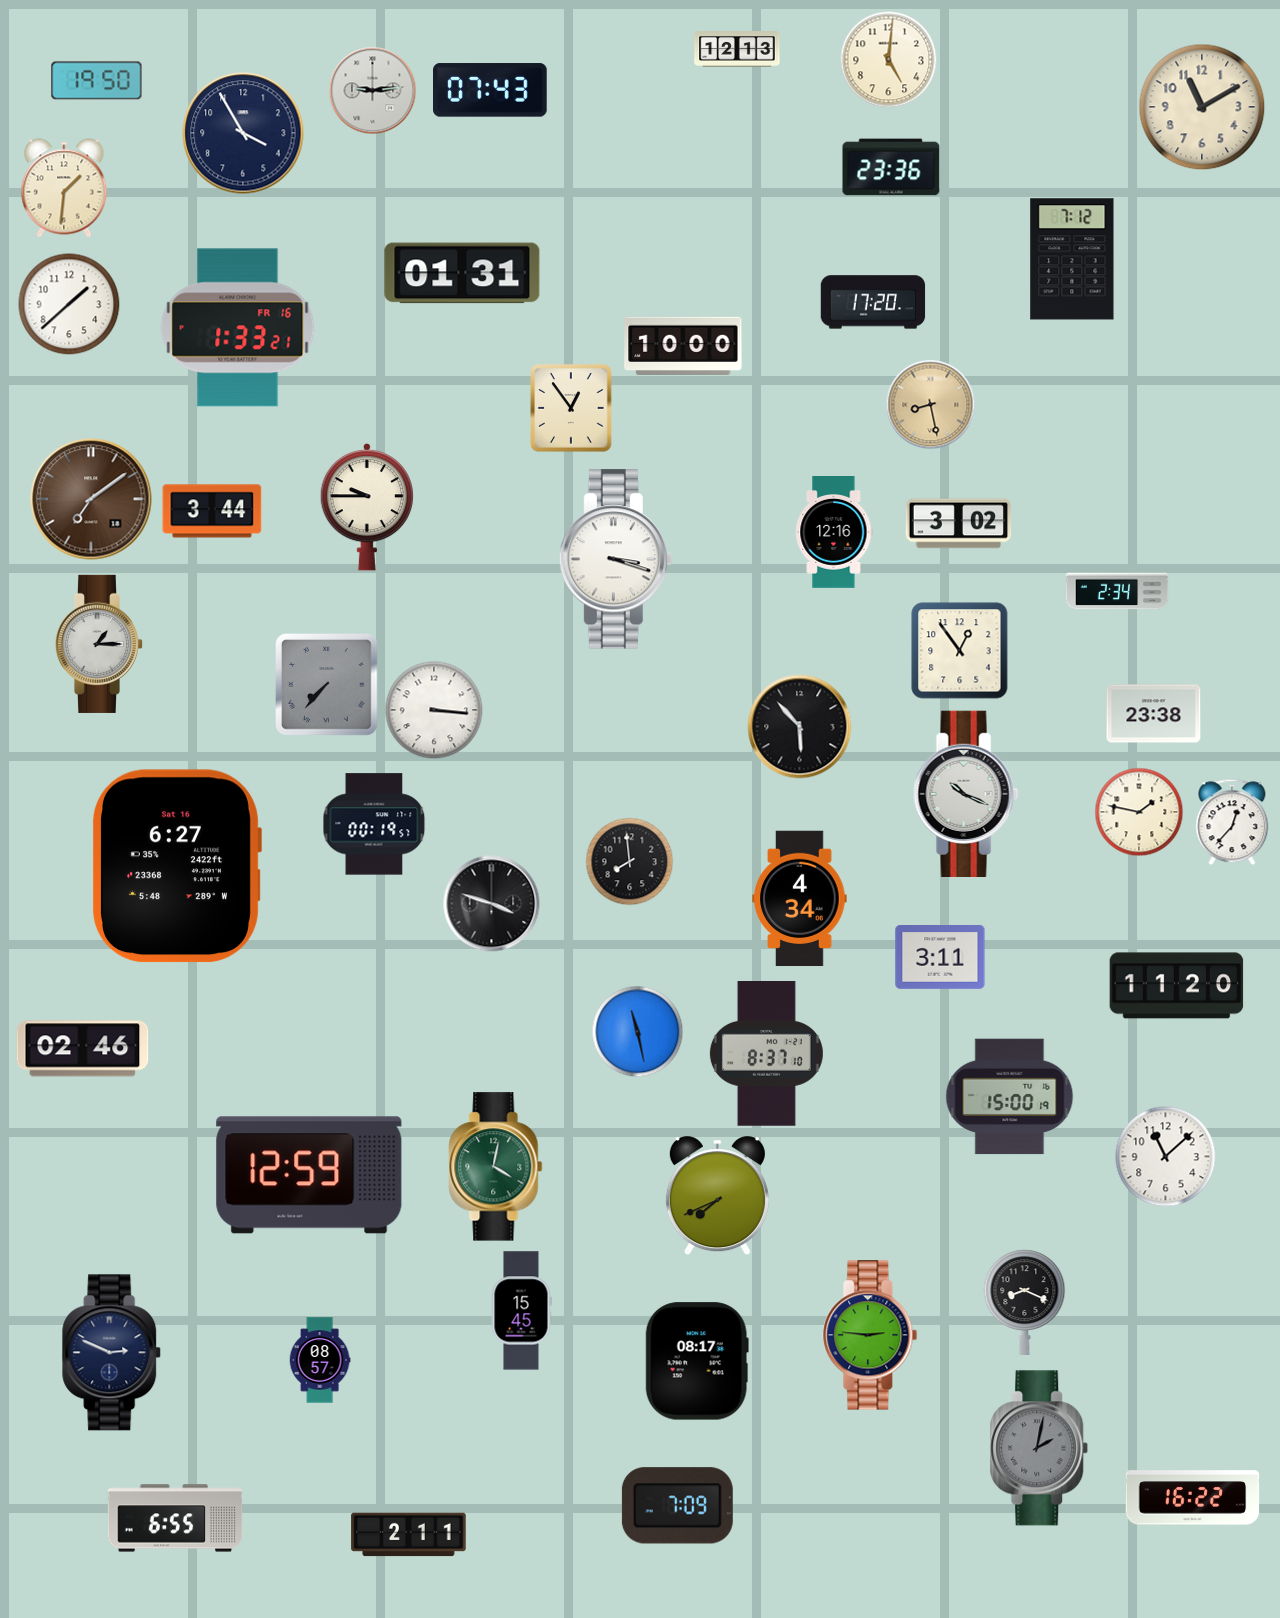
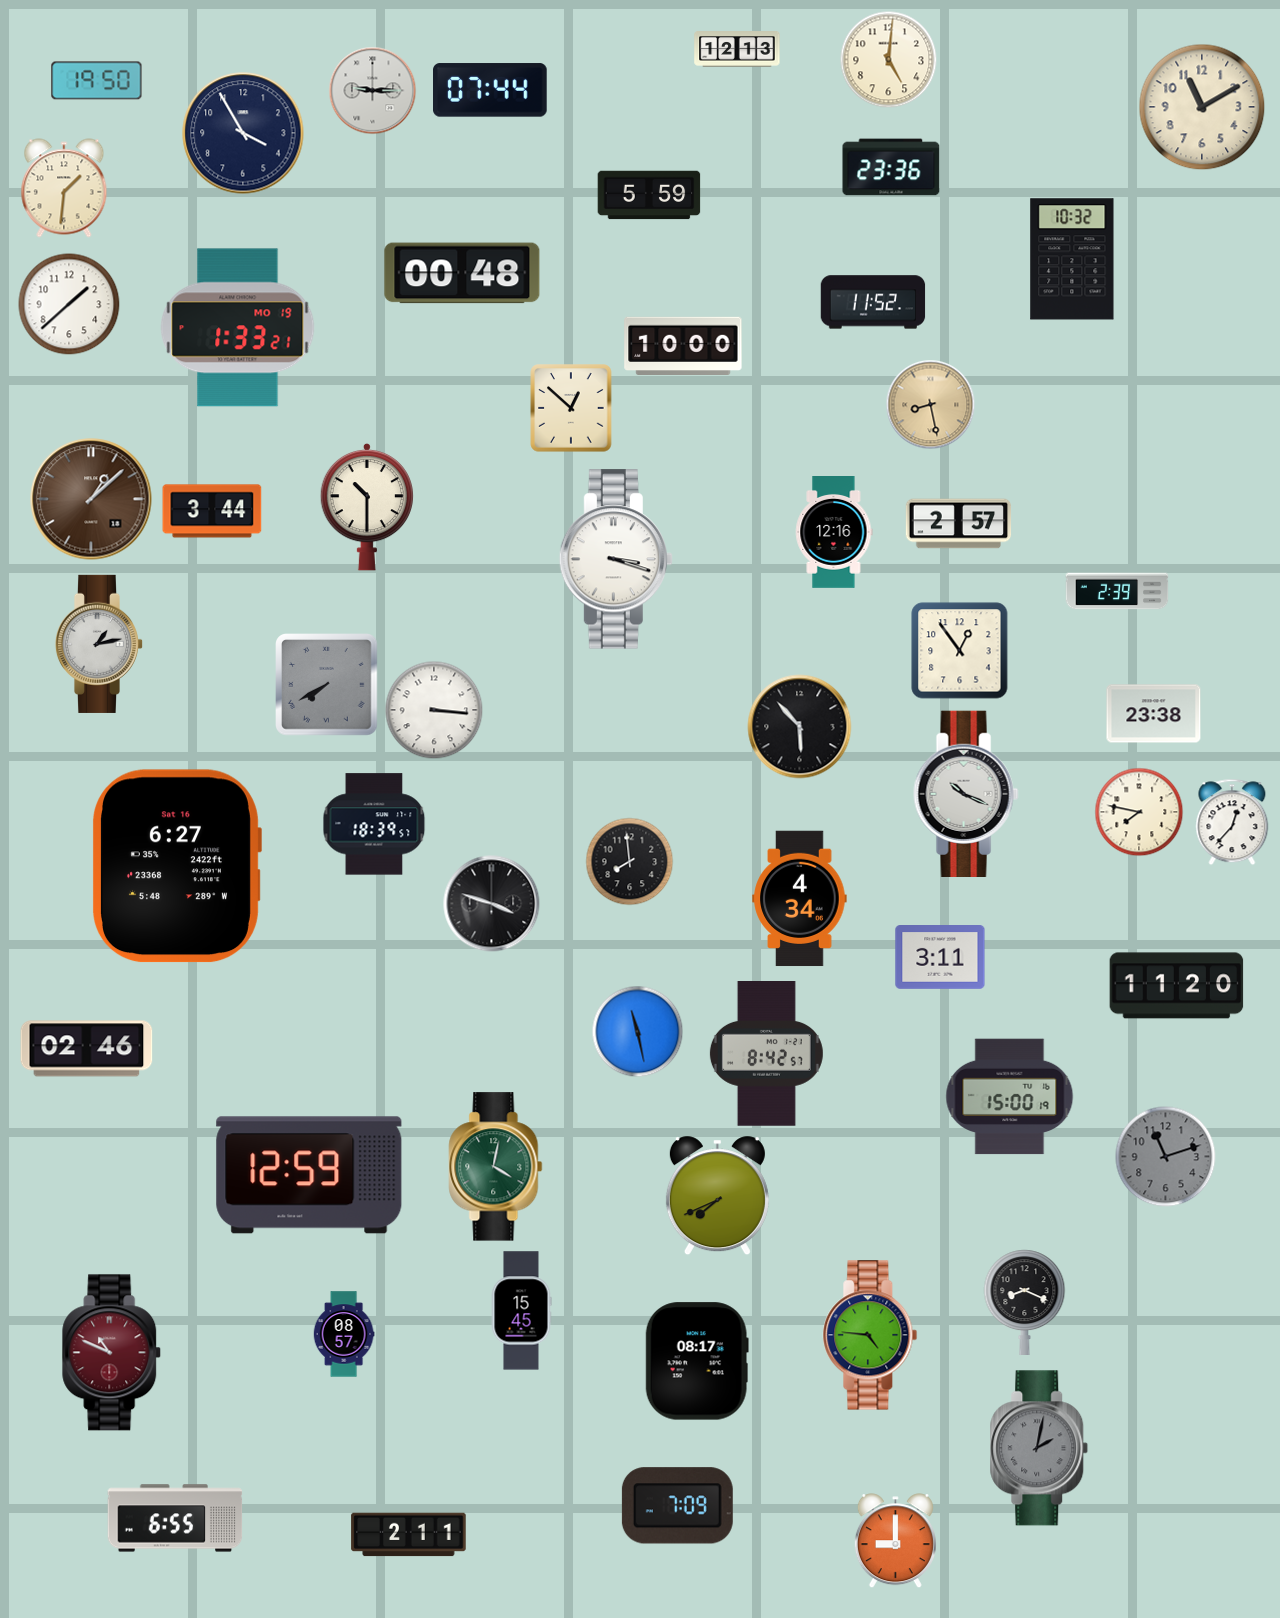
clock at (491, 90): 07:43 -> 07:44
clock at (373, 91): 9:14 -> 9:15
clock at (649, 195): none -> 5:59
clock at (1072, 259): 7:12 -> 10:32
clock at (462, 273): 01:31 -> 00:48
clock at (873, 302): 17:20 -> 11:52
clock at (238, 328) date: FR 16 -> MO 19
clock at (571, 408): 12:54 -> 12:52
clock at (91, 499): 7:09 -> 1:08
clock at (366, 507): 9:45 -> 10:30
clock at (959, 524): 3:02 -> 2:57
clock at (1117, 591): 2:34 -> 2:39
clock at (99, 644): 1:15 -> 1:13
clock at (327, 685): 7:37 -> 7:40
clock at (1139, 812): 1:47 -> 7:47
clock at (374, 824): 00:19 -> 18:39
clock at (83, 1049) position: (83, 1049) -> (87, 1049)
clock at (766, 1054): 8:37 -> 8:42
clock at (1166, 1157): 11:08 -> 11:12
clock at (1166, 1157) dial: white -> grey
clock at (870, 1335): 2:46 -> 4:46
clock at (112, 1353): 2:49 -> 10:49
clock at (112, 1353) dial: navy -> burgundy
clock at (320, 1360) position: (320, 1360) -> (344, 1334)
clock at (1193, 1498): 16:22 -> none
clock at (895, 1541): none -> 9:00
